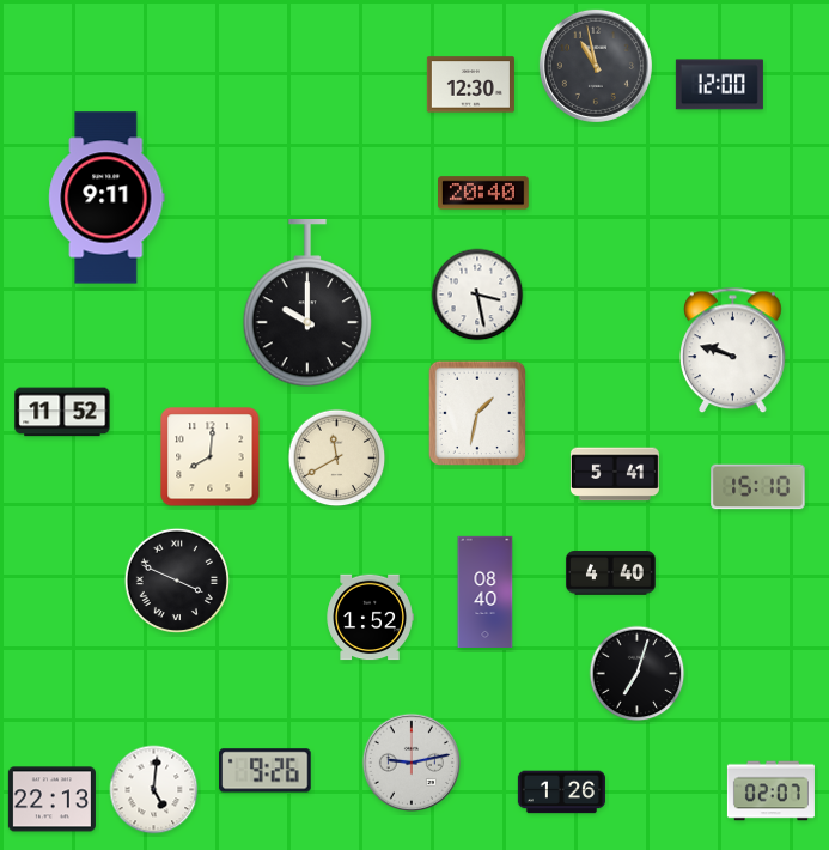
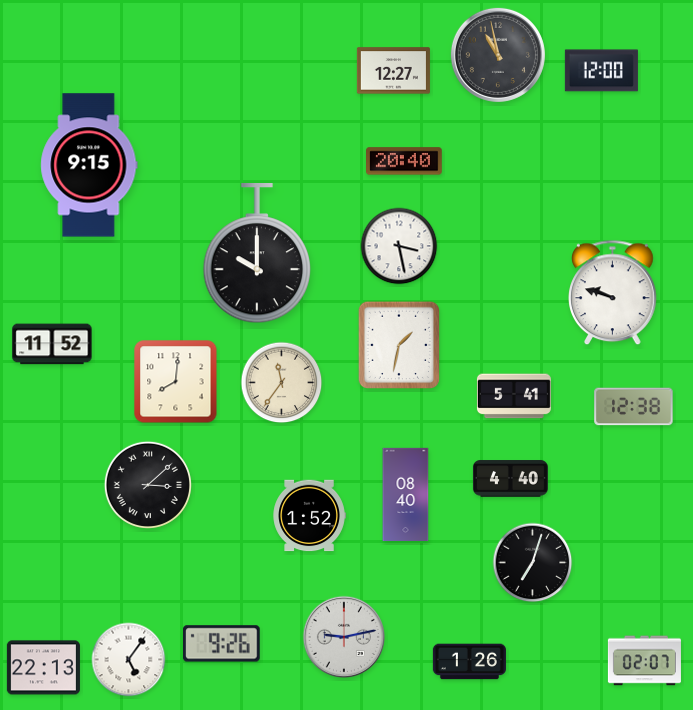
clock at (470, 85): 12:30 -> 12:27
clock at (106, 198): 9:11 -> 9:15
clock at (337, 459): 11:40 -> 11:36
clock at (758, 487): 15:10 -> 12:38
clock at (177, 581): 3:49 -> 3:08
clock at (154, 790): 5:01 -> 5:06
